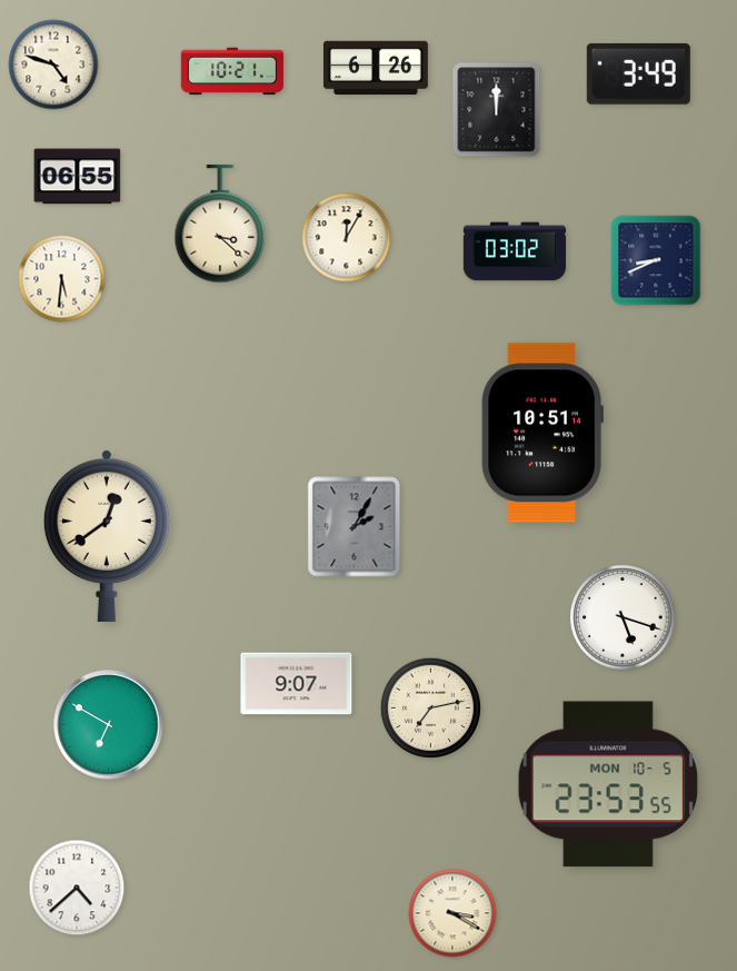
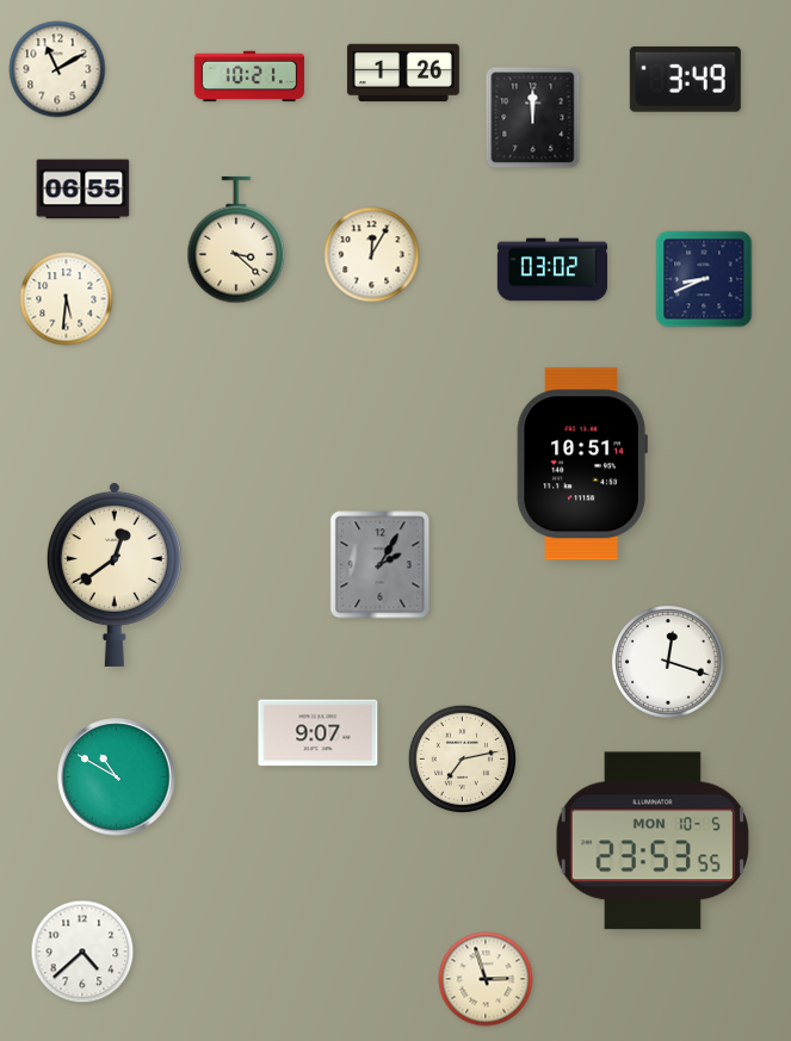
clock at (53, 65): 4:48 -> 11:10
clock at (376, 68): 6:26 -> 1:26
clock at (623, 617): 5:18 -> 12:18
clock at (109, 725): 6:50 -> 10:50
clock at (452, 913): 3:20 -> 2:57
